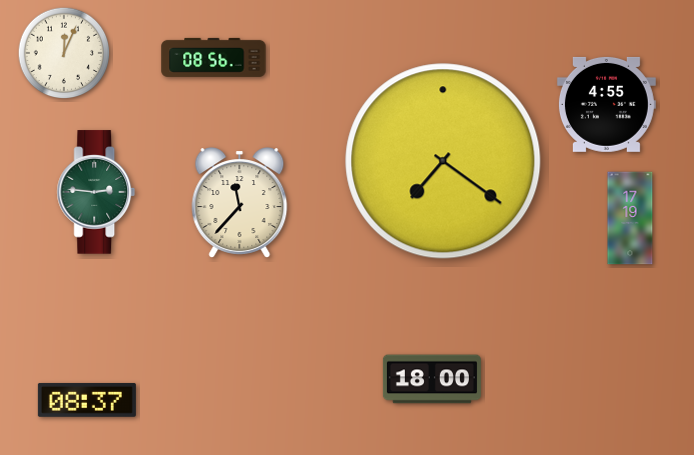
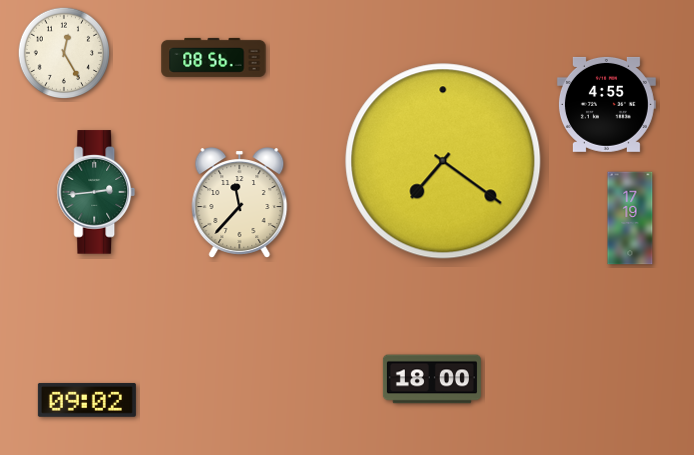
clock at (64, 53): 12:04 -> 12:25
clock at (96, 192): 2:46 -> 2:44
clock at (87, 400): 08:37 -> 09:02
